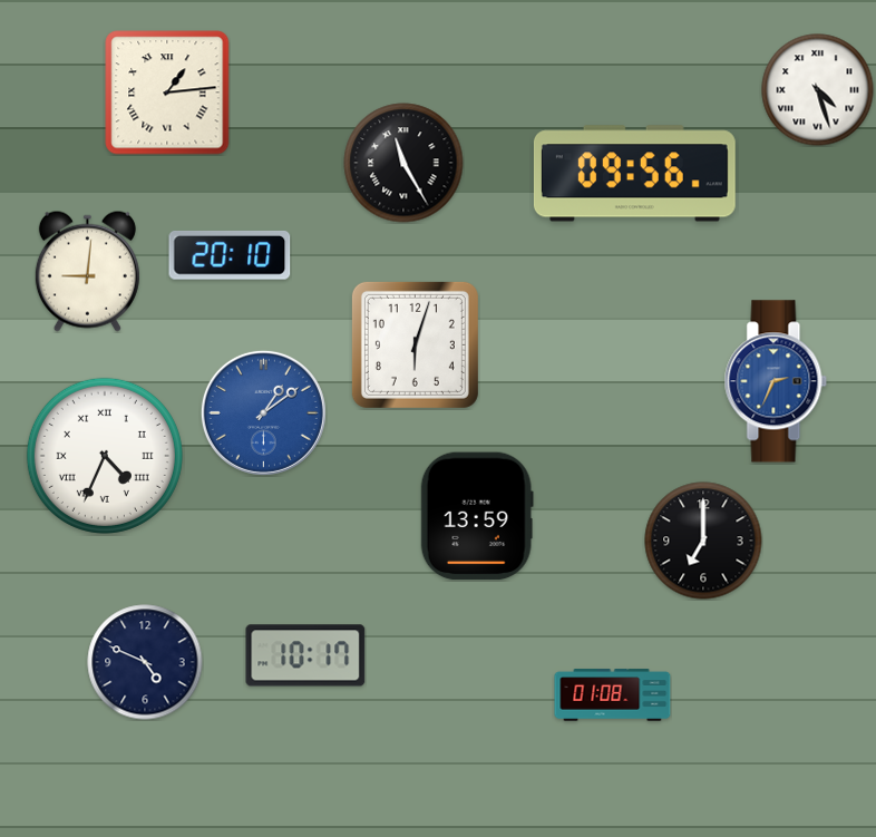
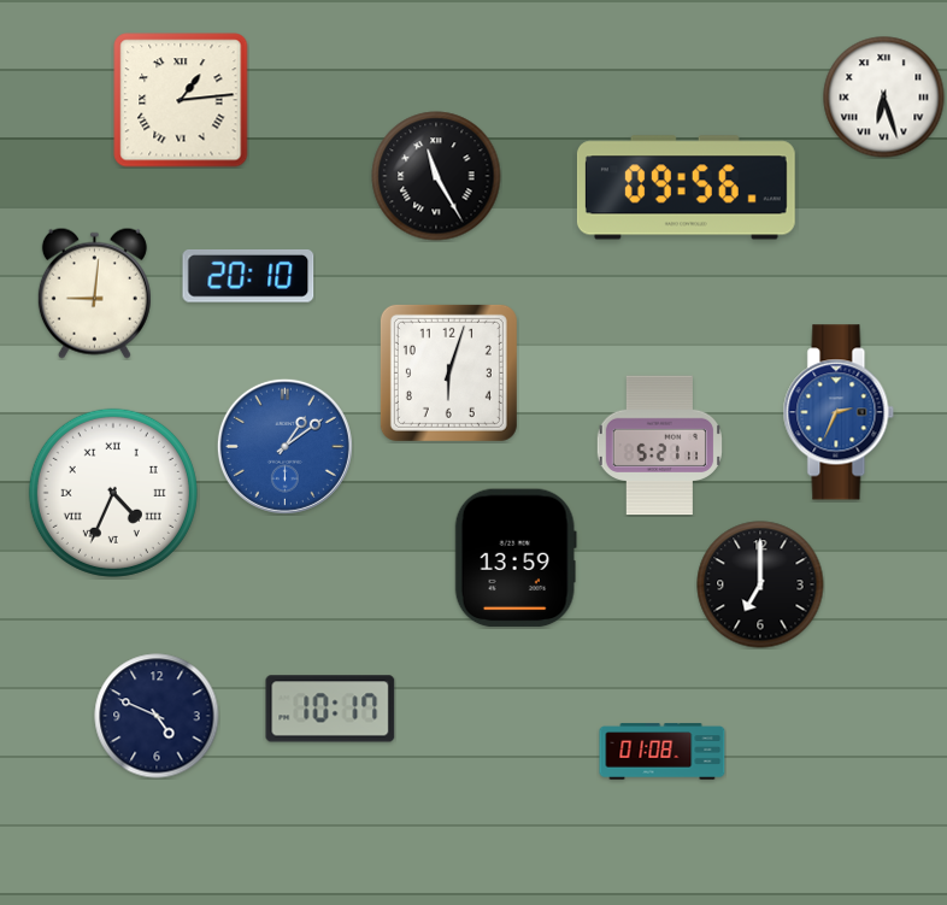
clock at (818, 90): 4:27 -> 6:27
clock at (659, 446): none -> 5:21
